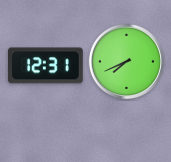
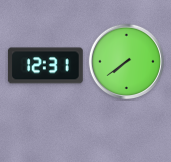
clock at (126, 61): 7:41 -> 7:39
